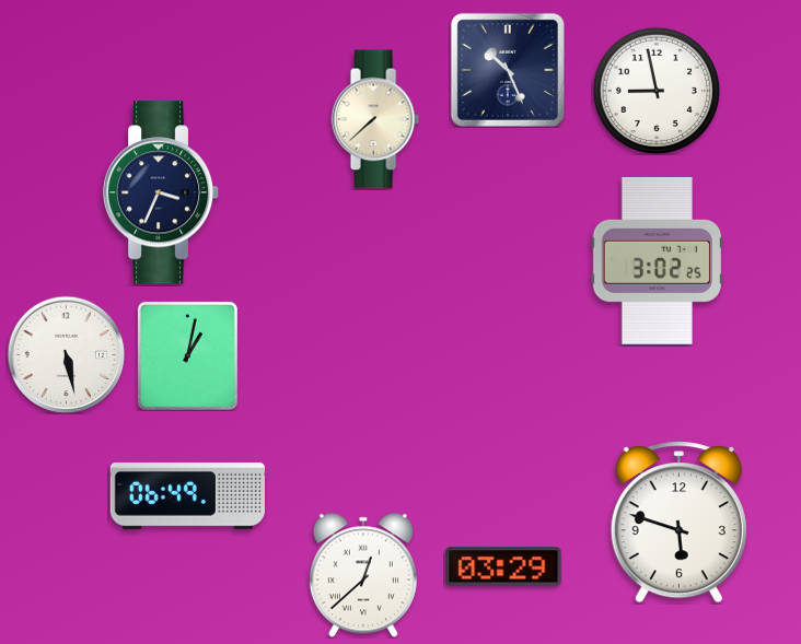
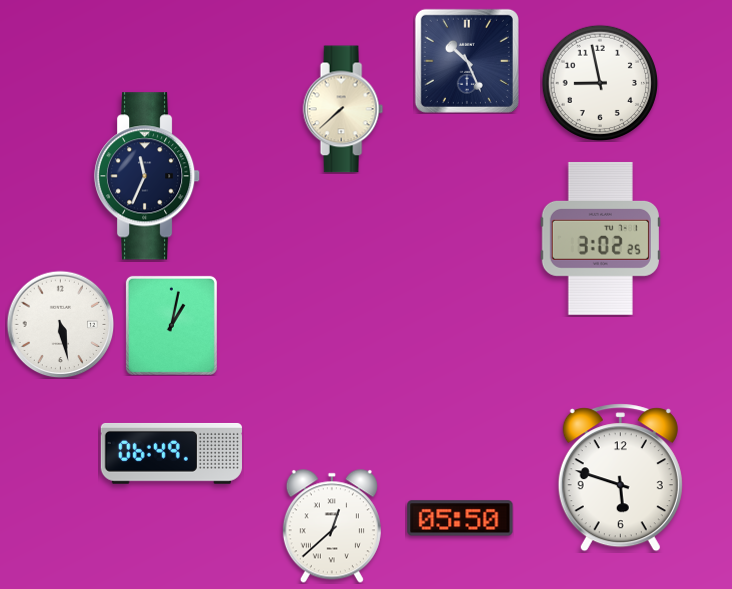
clock at (508, 70) position: (508, 70) -> (467, 61)
clock at (161, 192): 3:34 -> 11:34
clock at (503, 566): 03:29 -> 05:50
